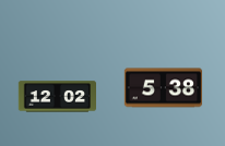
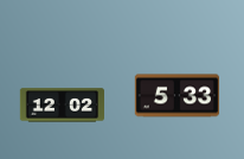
clock at (163, 88): 5:38 -> 5:33
